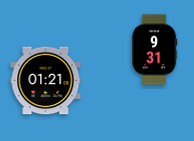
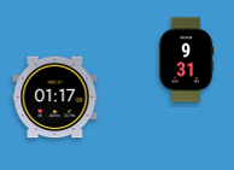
clock at (46, 81): 01:21 -> 01:17
